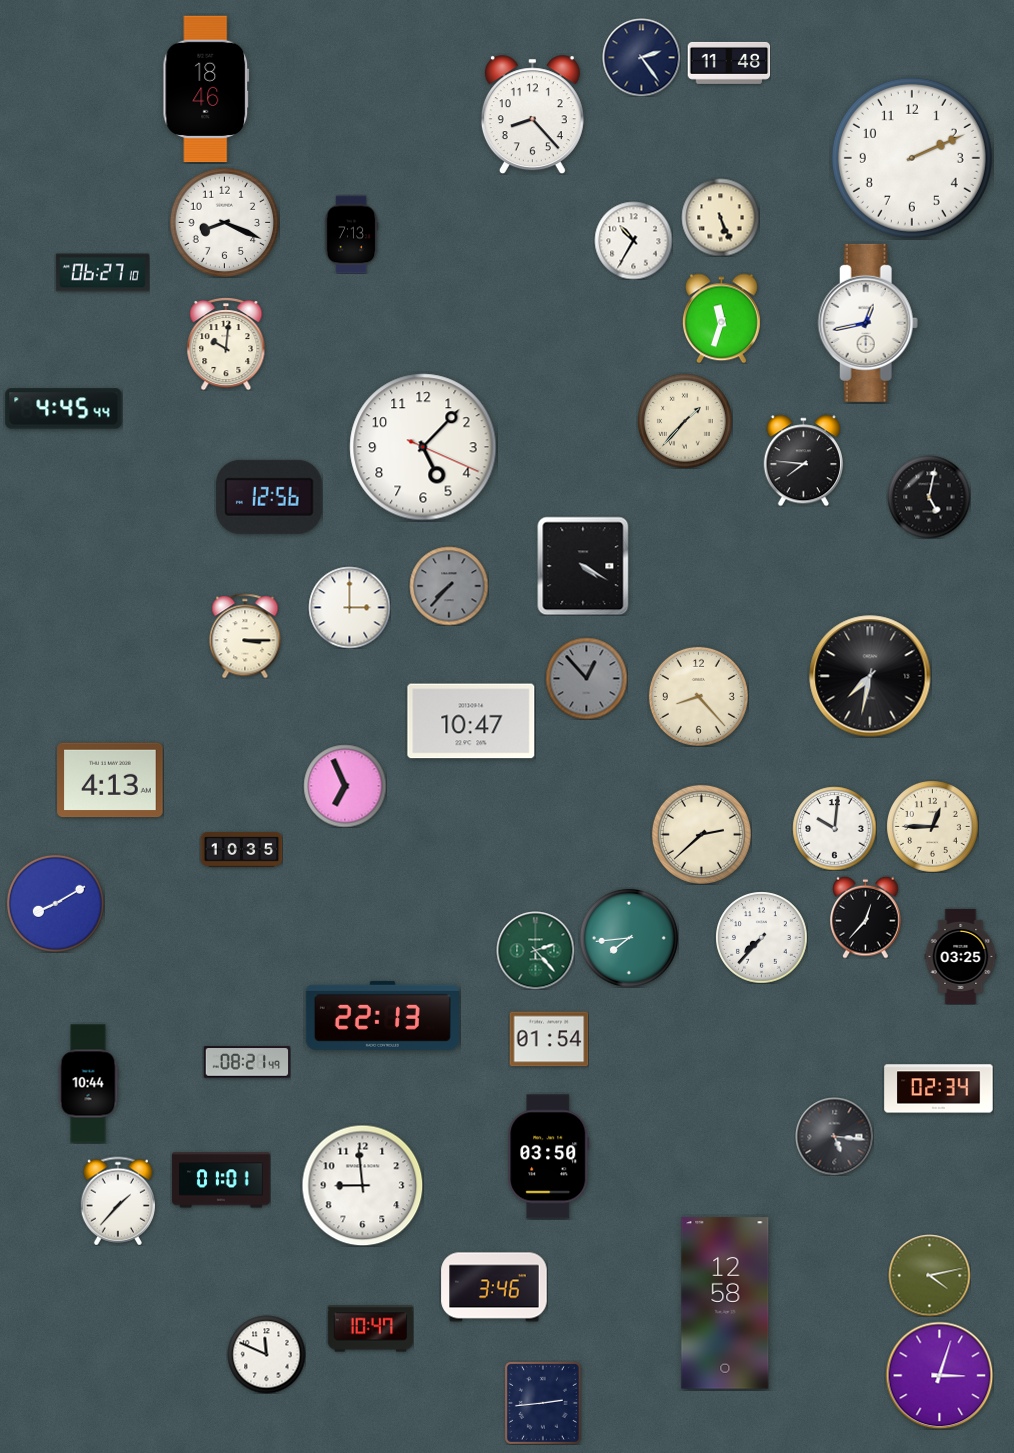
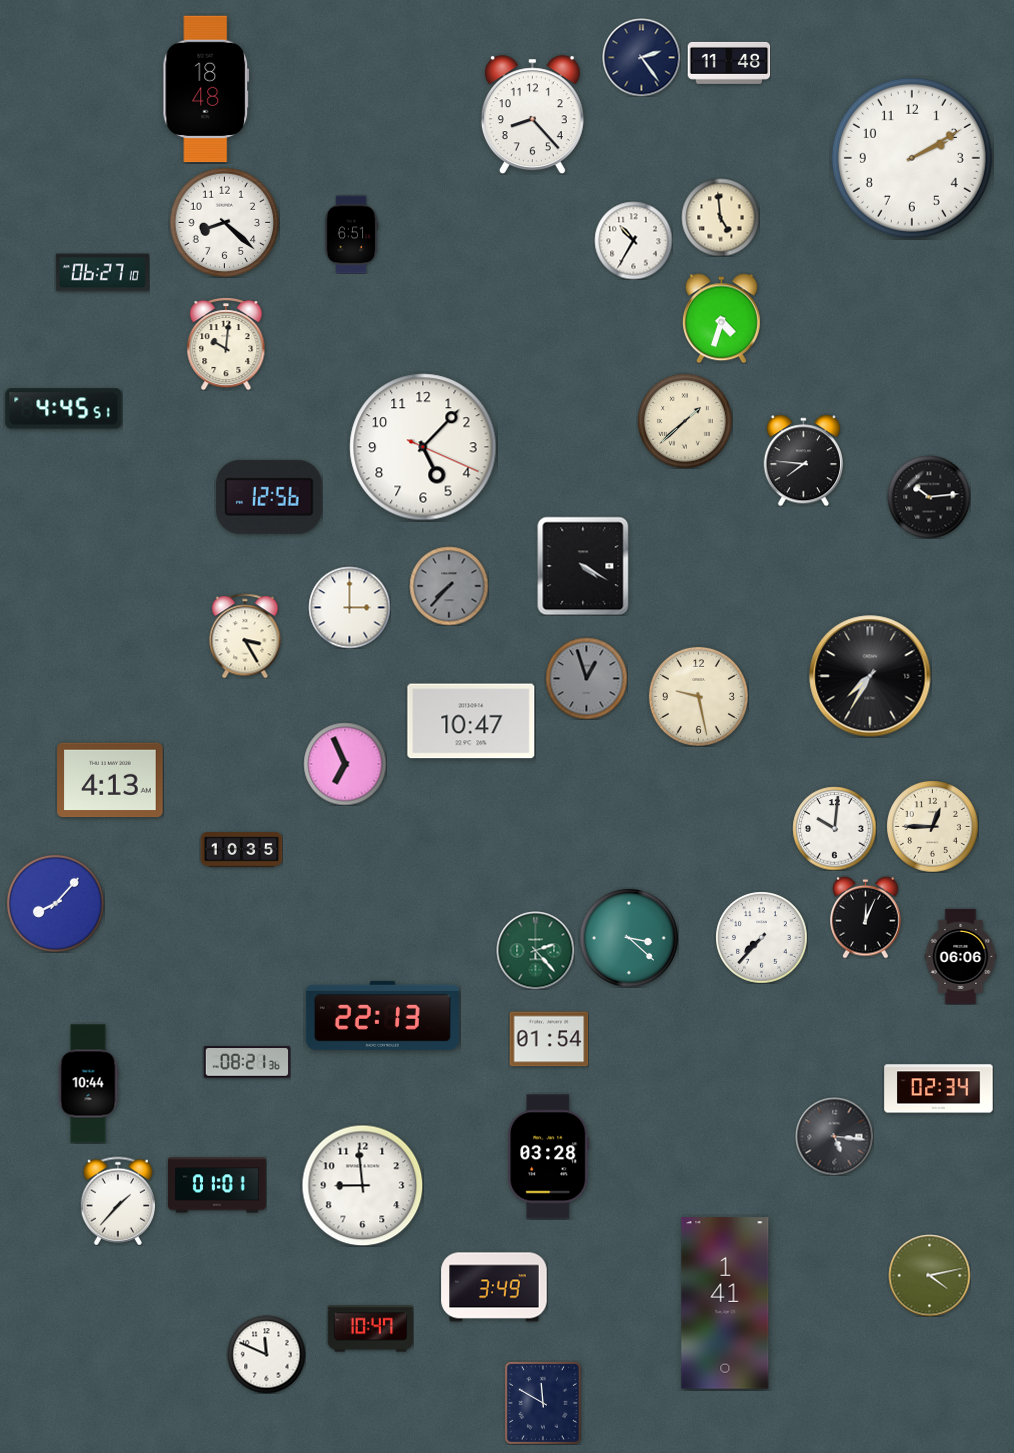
clock at (206, 89): 18:46 -> 18:48
clock at (912, 158): 2:11 -> 2:10
clock at (720, 217): 5:26 -> 4:59
clock at (224, 222): 8:19 -> 8:22
clock at (351, 234): 7:13 -> 6:51
clock at (721, 318): 11:33 -> 4:33
clock at (868, 323): 12:43 -> none
clock at (64, 409): 4:45:44 -> 4:45:51
clock at (685, 421): 1:37 -> 1:38
clock at (929, 497): 5:02 -> 10:14
clock at (245, 636): 3:15 -> 3:25
clock at (870, 676): 7:32 -> 7:35
clock at (586, 678): 12:53 -> 12:57
clock at (698, 696): 8:23 -> 9:28
clock at (345, 786) position: (345, 786) -> (345, 764)
clock at (701, 834): 2:38 -> none
clock at (55, 903): 8:10 -> 8:07
clock at (866, 917): 12:37 -> 12:04
clock at (629, 938): 7:44 -> 3:22
clock at (961, 956): 03:25 -> 06:06
clock at (247, 1062): 08:21:49 -> 08:21:36
clock at (549, 1157): 03:50 -> 03:28
clock at (221, 1180) position: (221, 1180) -> (217, 1185)
clock at (494, 1287): 3:46 -> 3:49
clock at (725, 1303): 12:58 -> 1:41
clock at (939, 1375): 3:03 -> none
clock at (543, 1403): 2:44 -> 11:50
